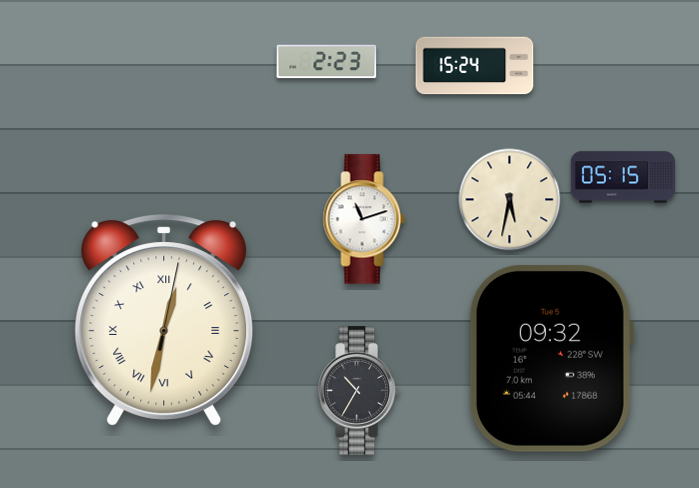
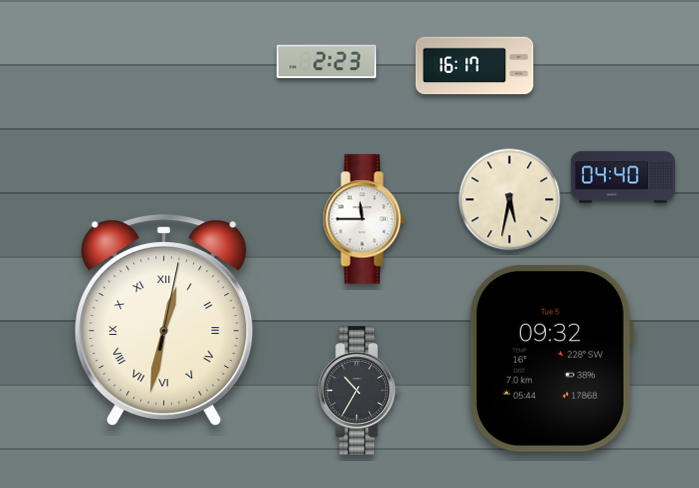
clock at (475, 66): 15:24 -> 16:17
clock at (623, 177): 05:15 -> 04:40
clock at (364, 219): 11:12 -> 11:45
